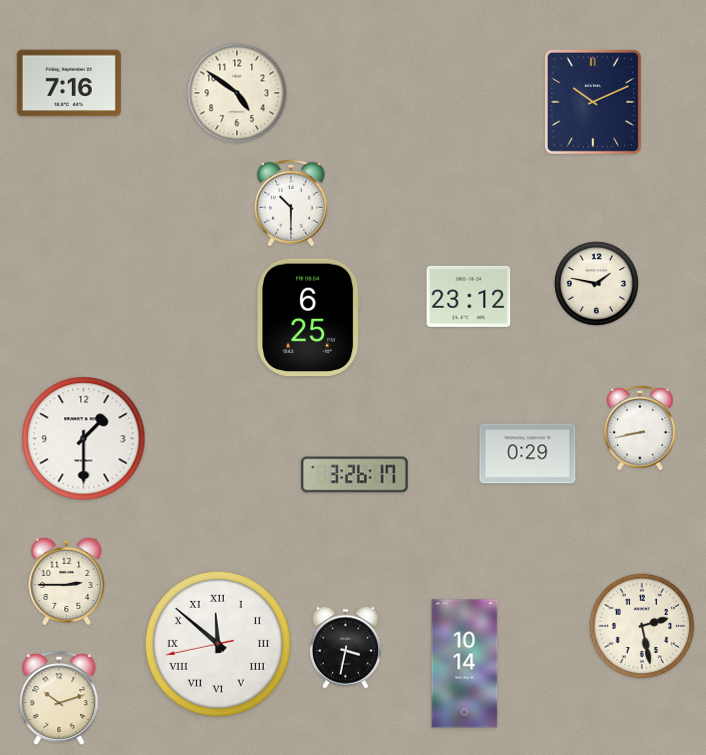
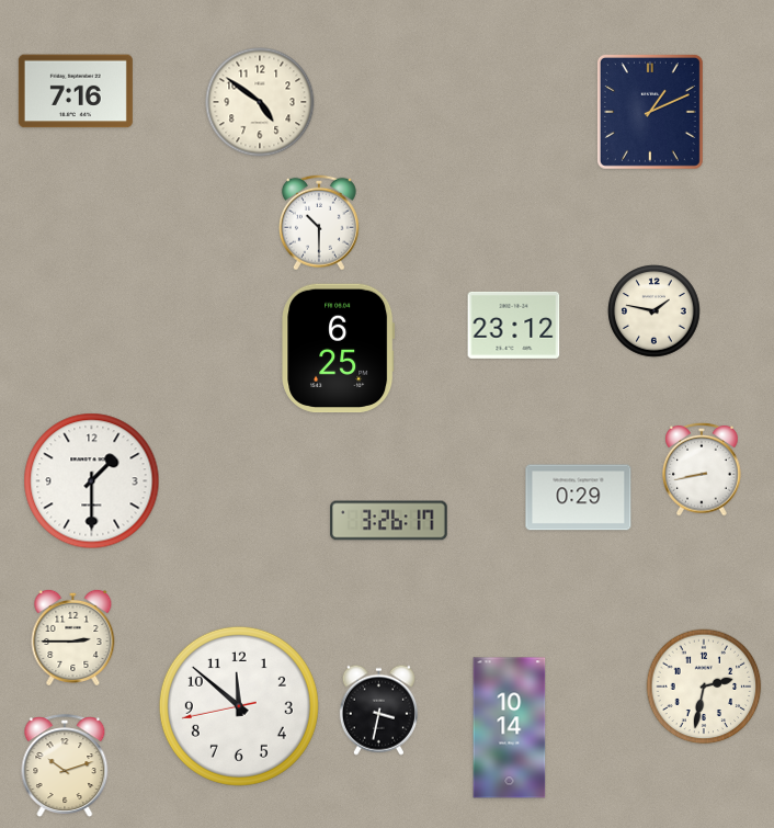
clock at (593, 102): 10:11 -> 1:11
clock at (642, 626): 2:28 -> 2:32
clock at (218, 644) numerals: Roman -> Arabic
